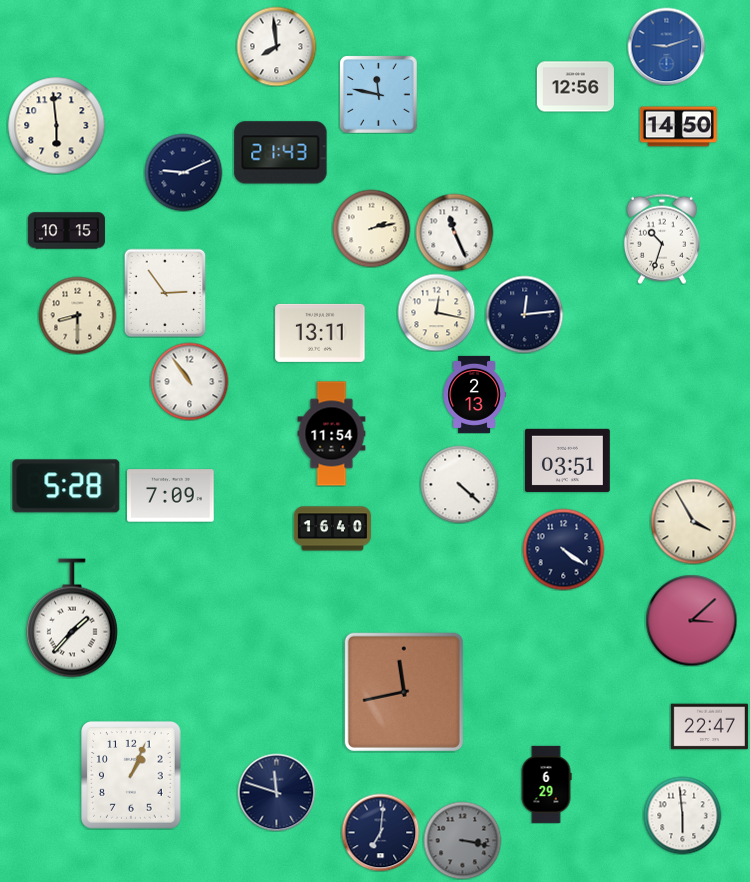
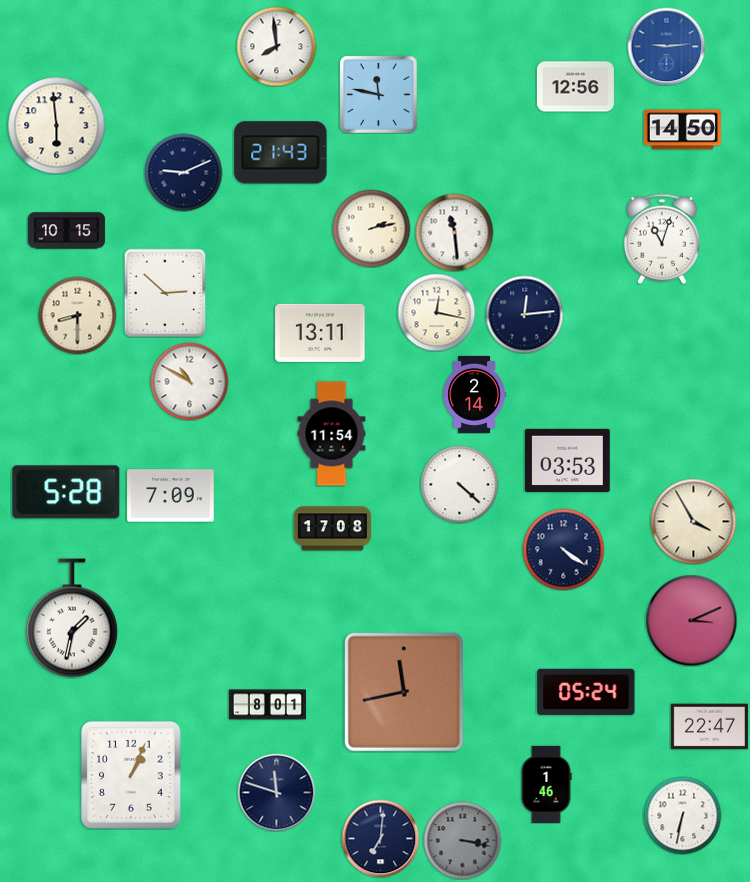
clock at (666, 46): 9:12 -> 9:14
clock at (678, 127) position: (678, 127) -> (682, 130)
clock at (454, 232): 11:26 -> 11:29
clock at (662, 239): 10:33 -> 11:03
clock at (165, 293): 2:54 -> 2:52
clock at (189, 381): 10:54 -> 10:50
clock at (474, 394): 2:13 -> 2:14
clock at (568, 460): 03:51 -> 03:53
clock at (66, 486) position: (66, 486) -> (66, 492)
clock at (332, 529): 16:40 -> 17:08
clock at (72, 618): 1:37 -> 1:32
clock at (691, 620): 3:08 -> 3:11
clock at (586, 692): none -> 05:24
clock at (267, 705): none -> 8:01
clock at (546, 784): 6:29 -> 1:46
clock at (682, 815): 5:59 -> 6:32
clock at (380, 832) position: (380, 832) -> (380, 838)
